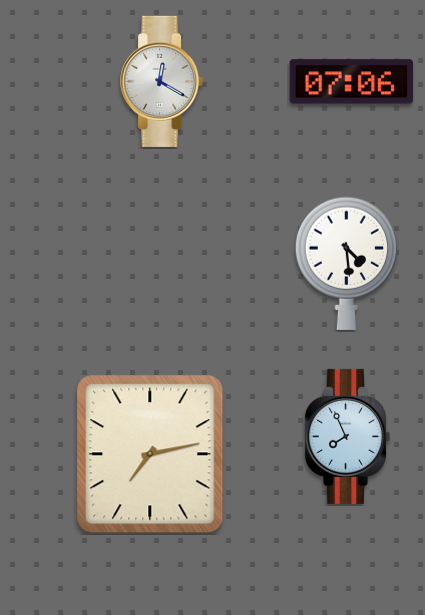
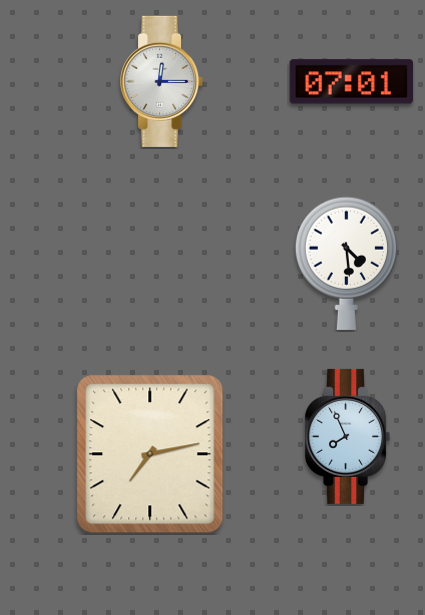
clock at (162, 81): 12:20 -> 12:15
clock at (352, 82): 07:06 -> 07:01
